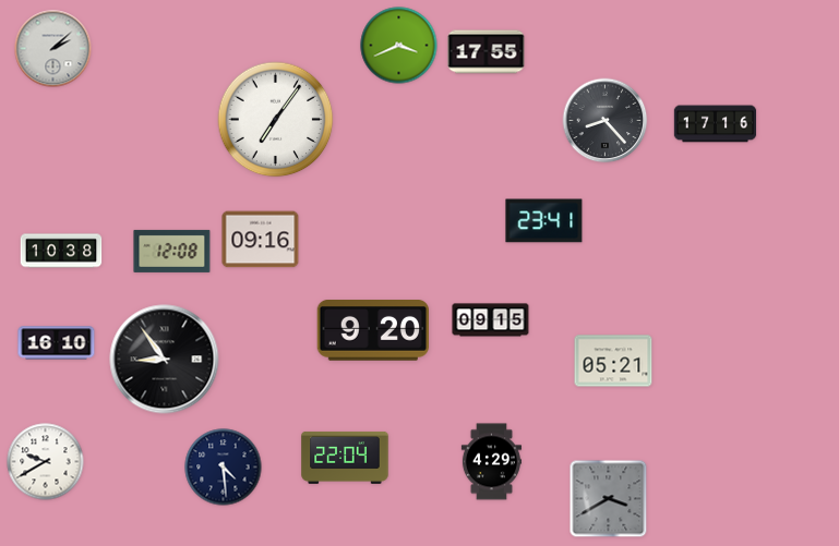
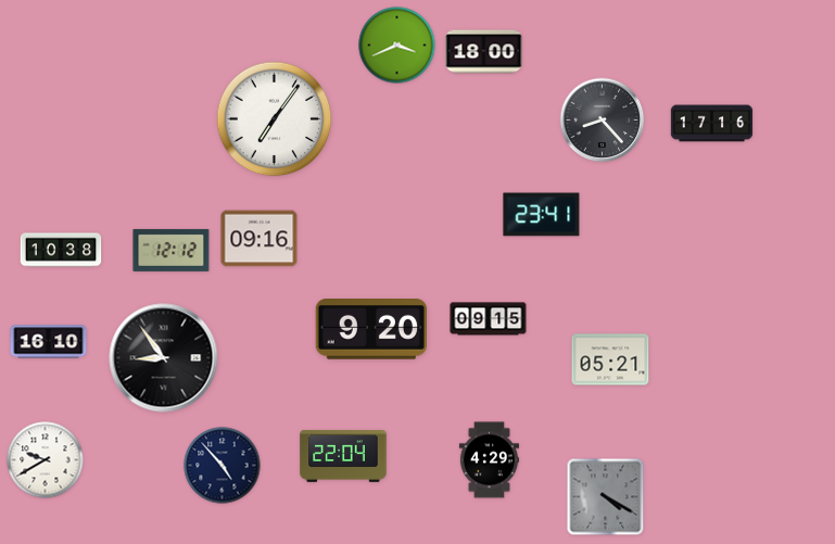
clock at (53, 49): 2:08 -> none
clock at (487, 52): 17:55 -> 18:00
clock at (544, 221) position: (544, 221) -> (542, 215)
clock at (172, 251): 12:08 -> 12:12
clock at (57, 343) position: (57, 343) -> (49, 342)
clock at (224, 468): 4:29 -> 4:53
clock at (609, 499): 3:40 -> 4:20
